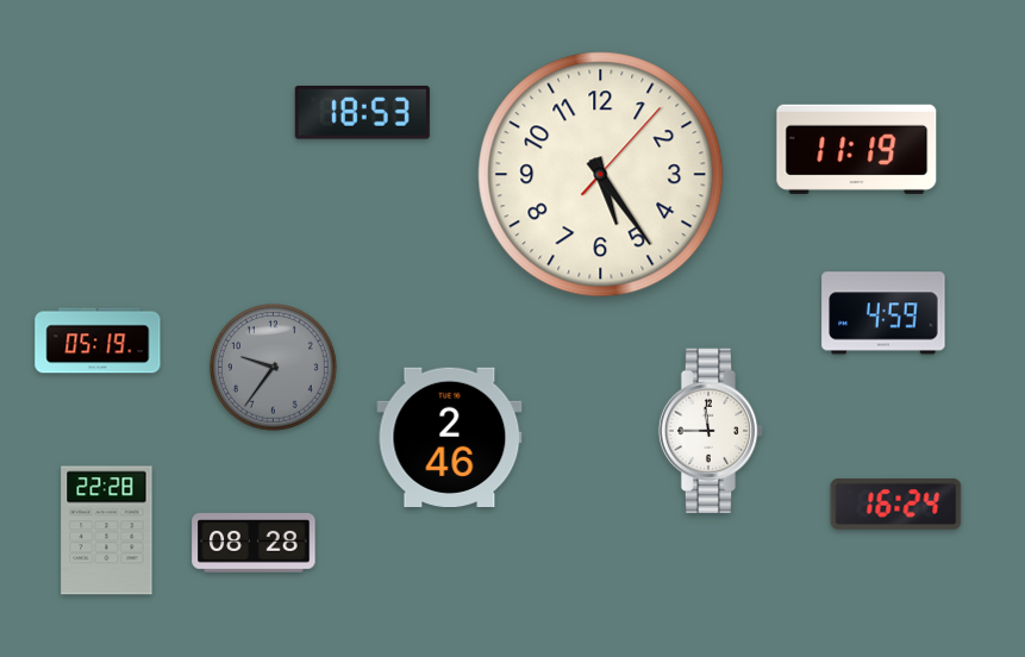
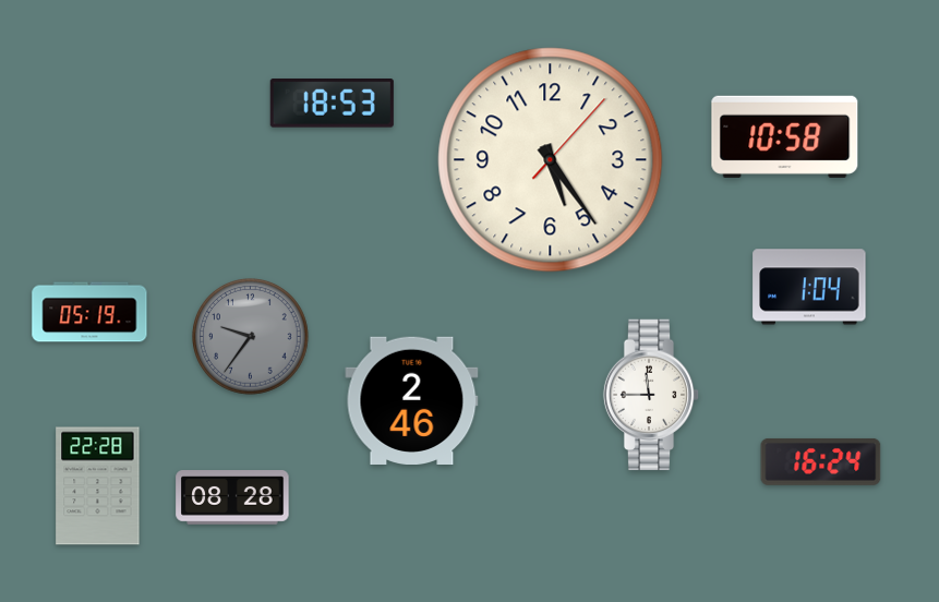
clock at (857, 149): 11:19 -> 10:58
clock at (883, 313): 4:59 -> 1:04
